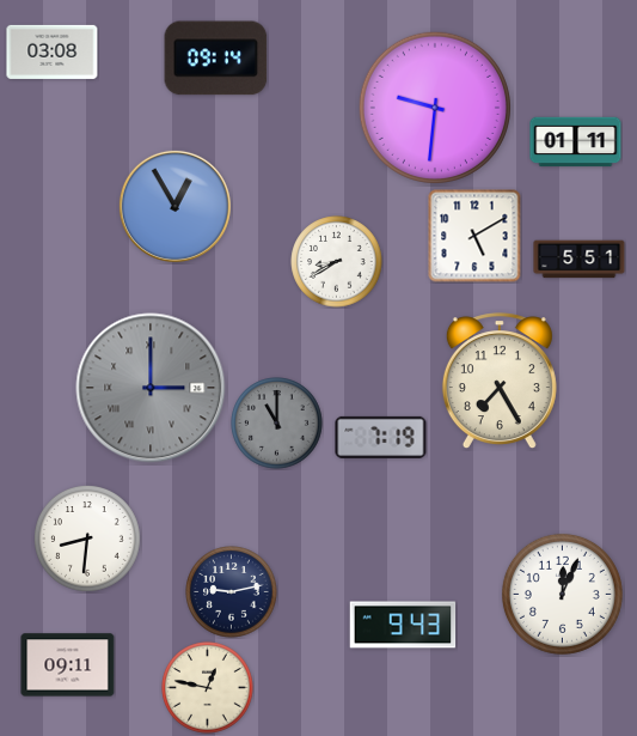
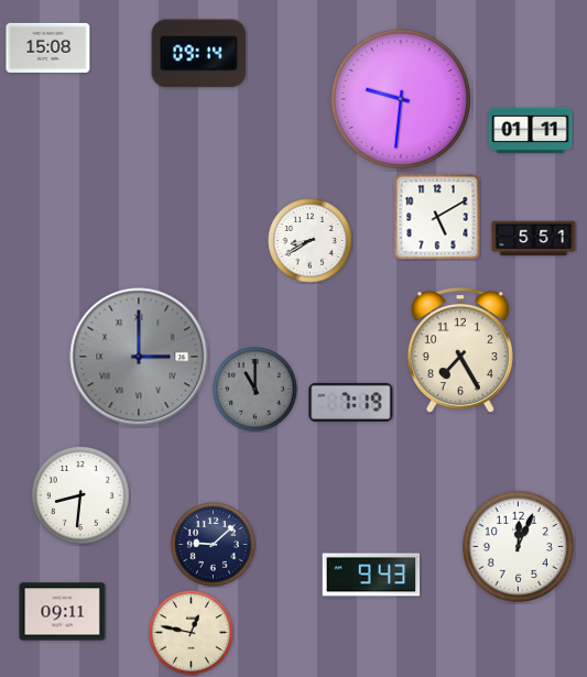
clock at (53, 51): 03:08 -> 15:08
clock at (174, 206): 12:55 -> none
clock at (232, 592): 9:13 -> 9:08
